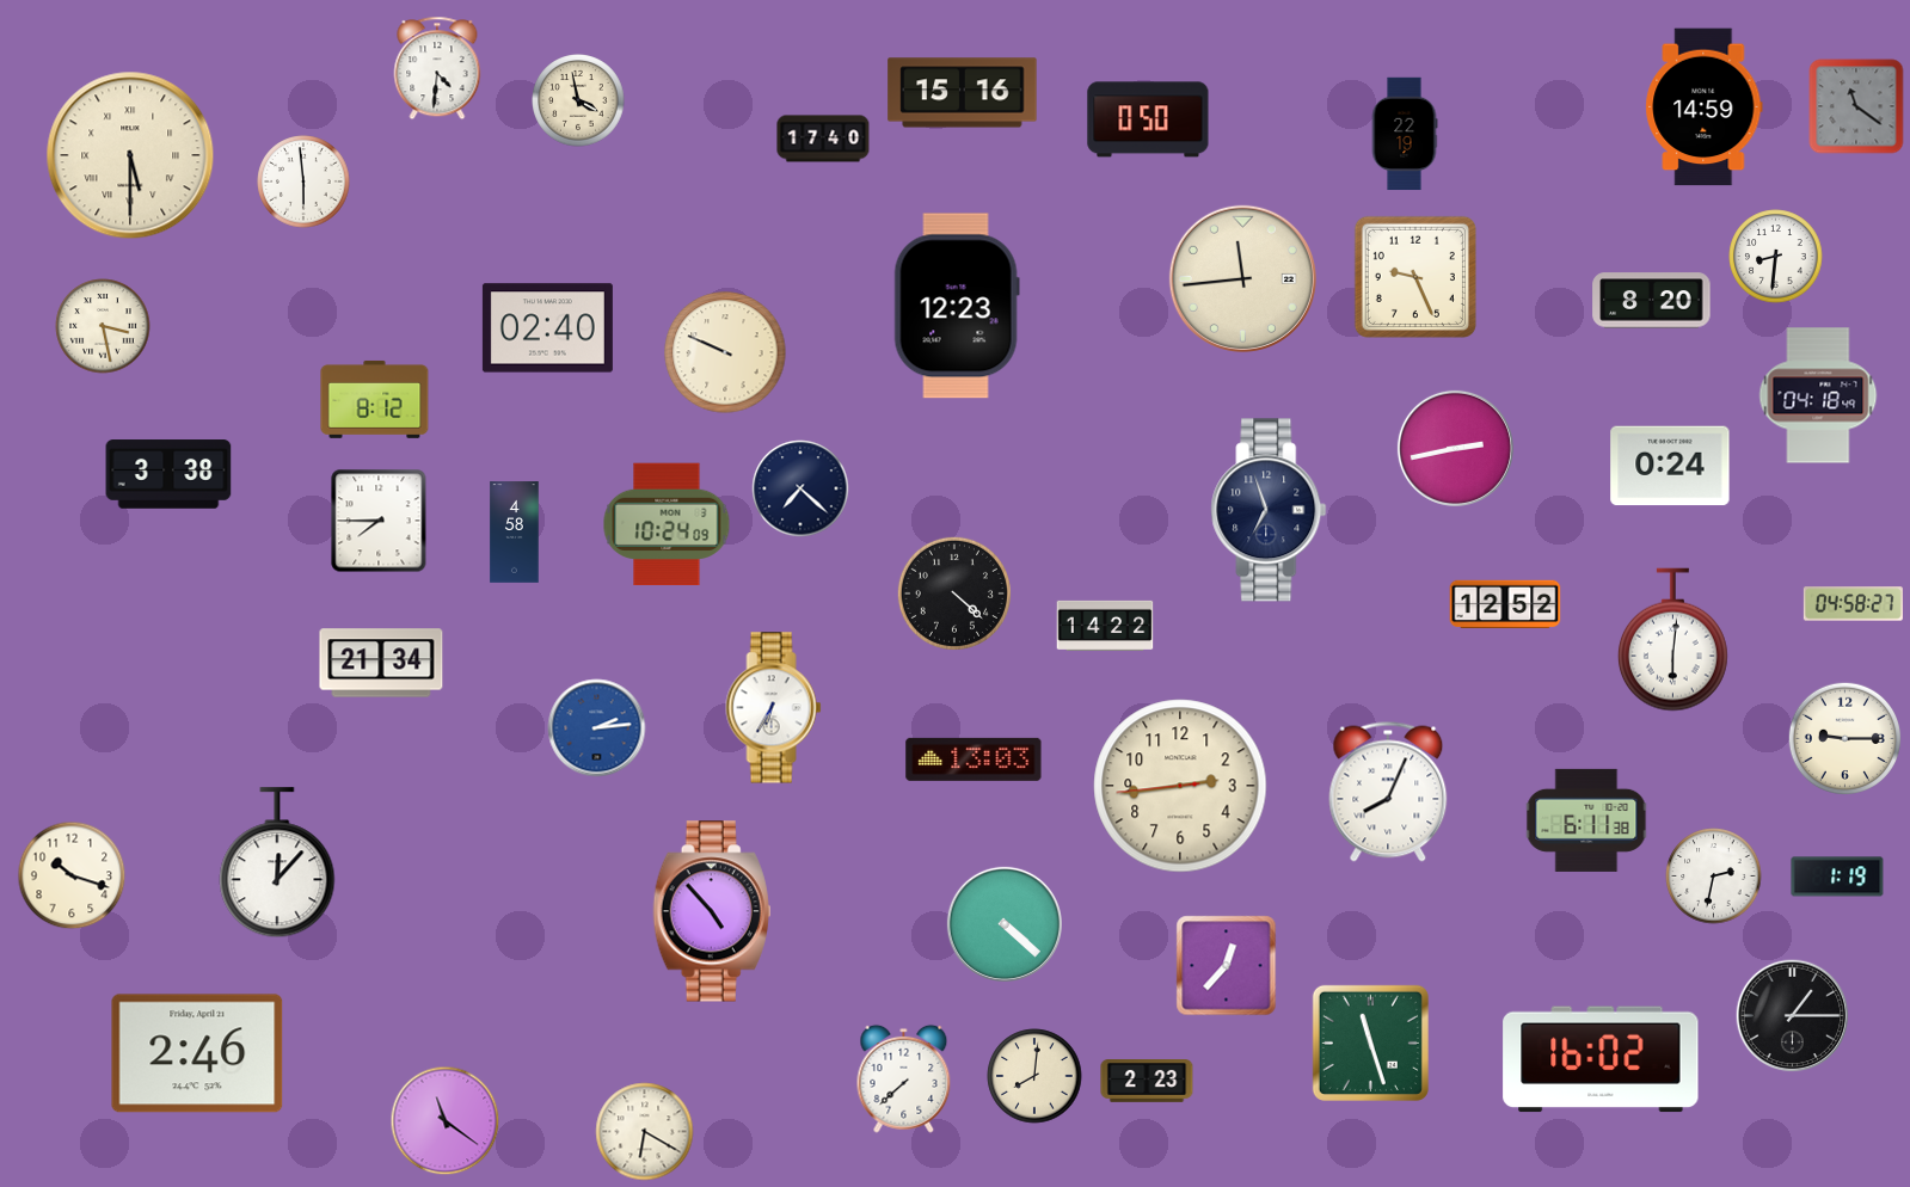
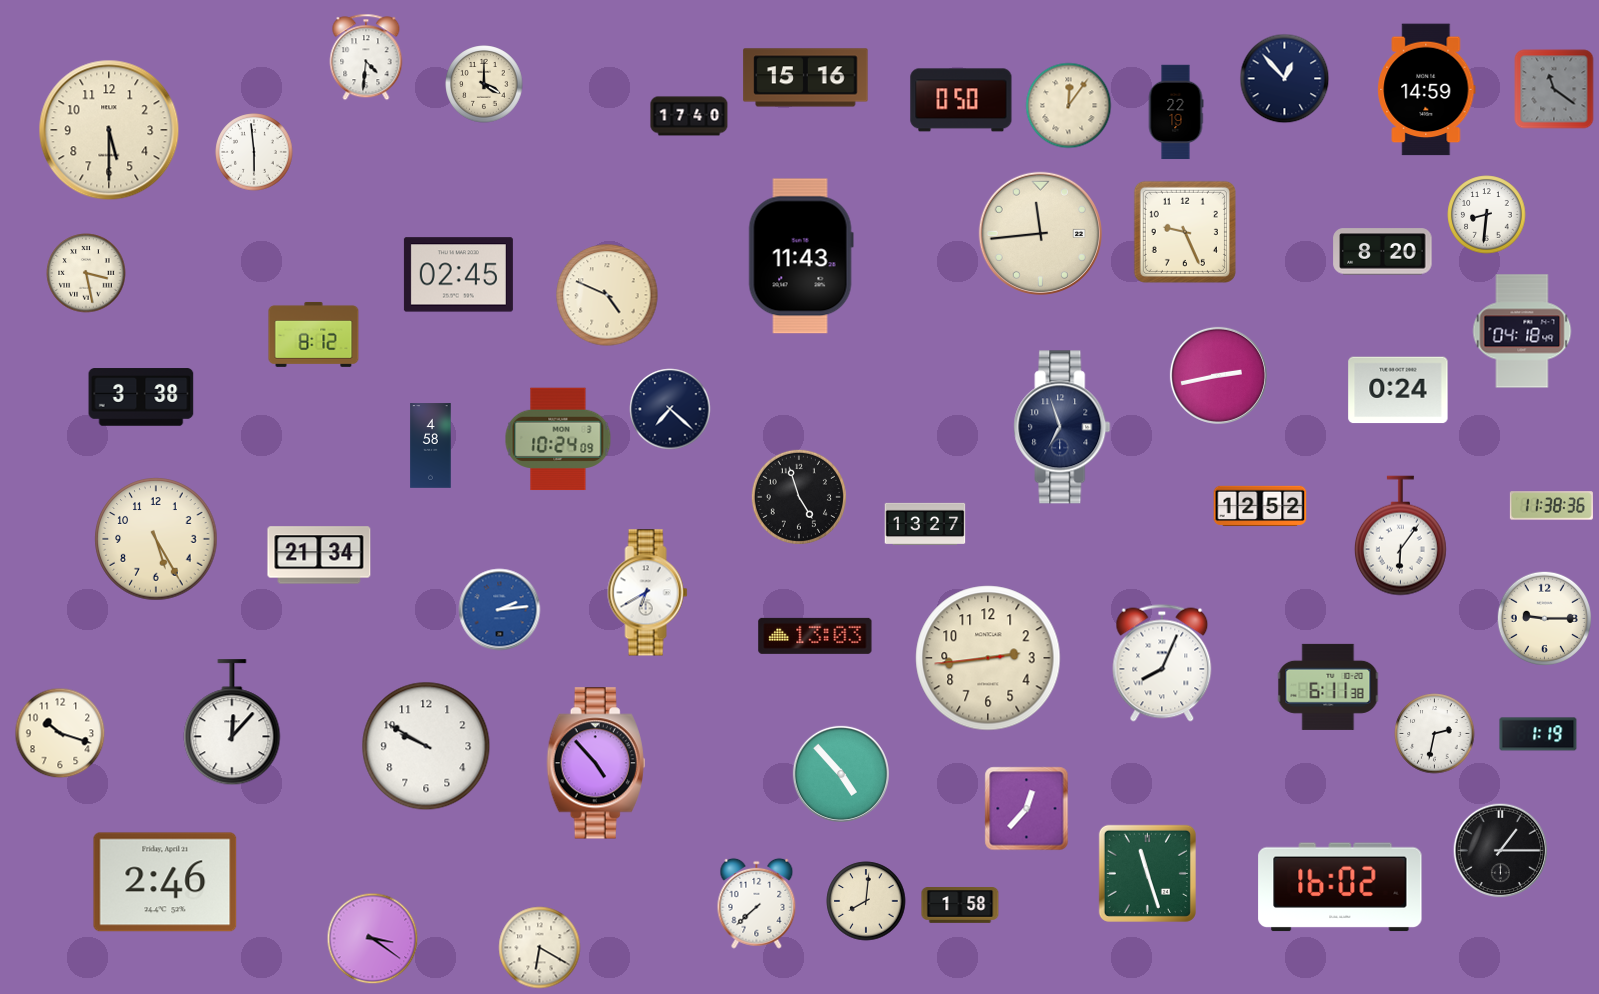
clock at (1285, 79): none -> 12:53
clock at (578, 100): 3:58 -> 4:00
clock at (1069, 106): none -> 12:06
clock at (130, 155) numerals: Roman -> Arabic
clock at (957, 306): 12:23 -> 11:43
clock at (547, 328): 02:40 -> 02:45
clock at (725, 352): 9:49 -> 4:49
clock at (379, 521): 7:45 -> none
clock at (954, 593): 4:22 -> 4:57
clock at (1853, 604): 04:58 -> 11:38
clock at (1105, 625): 14:22 -> 13:27
clock at (1672, 640): 6:01 -> 6:06
clock at (156, 539): none -> 5:25
clock at (774, 708): 6:35 -> 6:40
clock at (426, 746): none -> 9:50
clock at (1005, 924): 4:22 -> 4:53
clock at (1147, 1082): 2:23 -> 1:58
clock at (446, 1121): 11:21 -> 3:21
